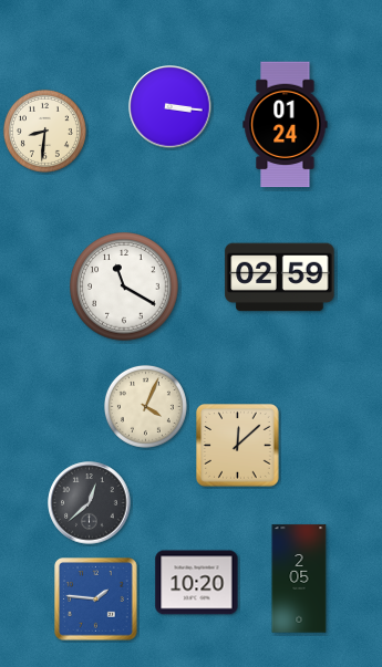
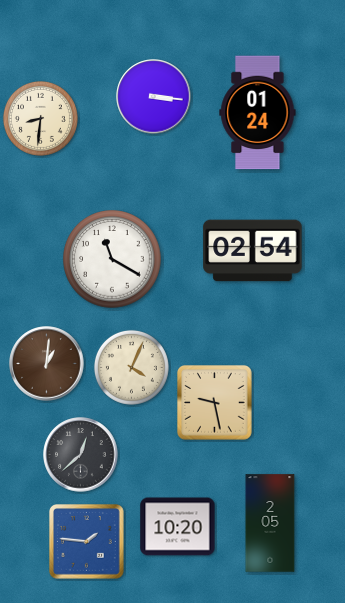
clock at (280, 278): 02:59 -> 02:54
clock at (47, 364): none -> 1:01
clock at (238, 446): 12:08 -> 9:28
